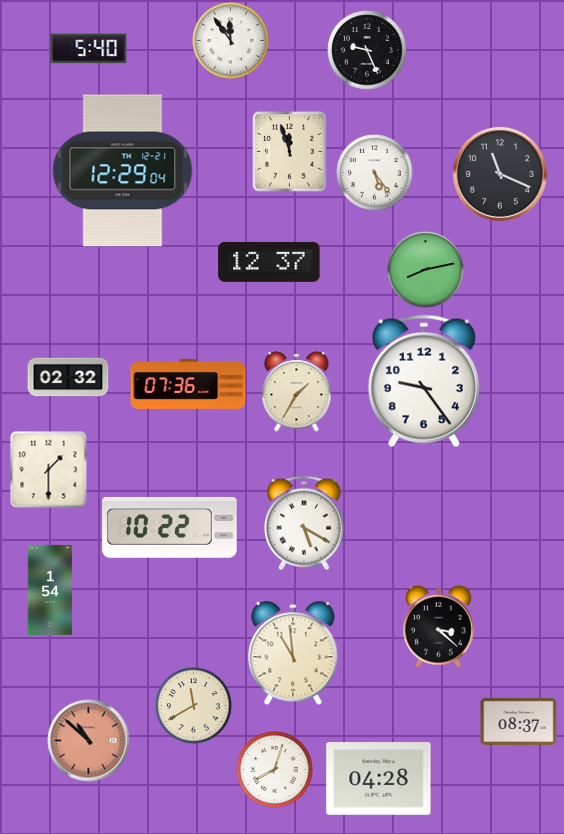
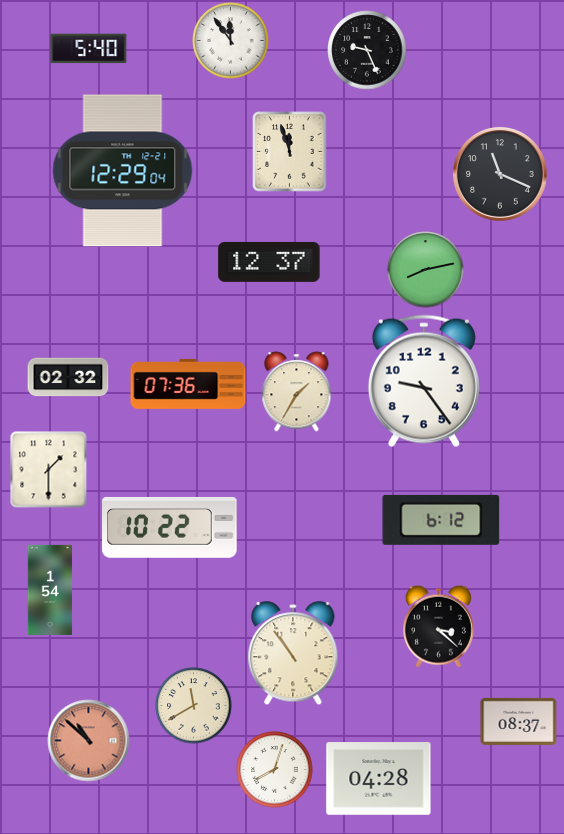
clock at (375, 173): 5:24 -> none
clock at (441, 520): none -> 6:12
clock at (304, 523): 5:20 -> none
clock at (293, 654): 10:59 -> 10:54
